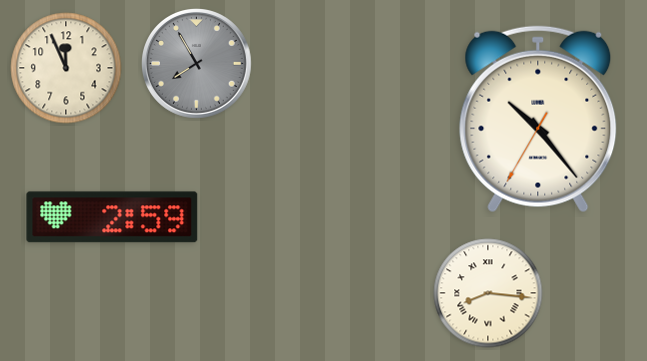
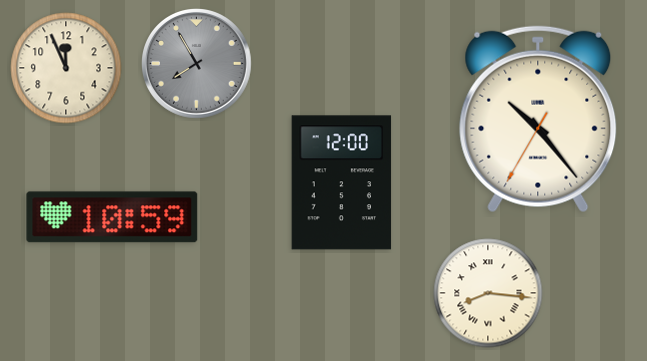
clock at (342, 183): none -> 12:00
clock at (112, 217): 2:59 -> 10:59
